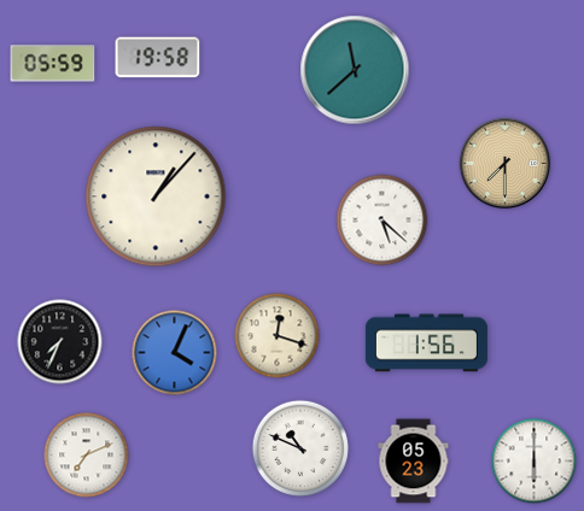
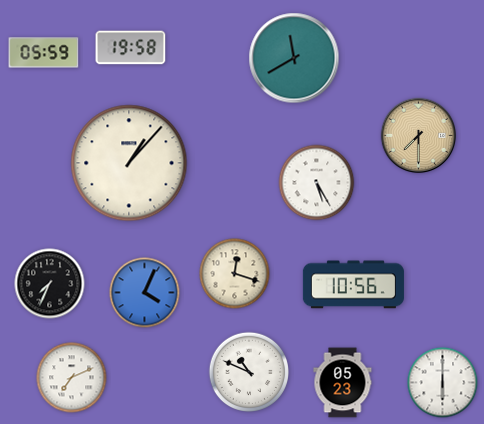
clock at (355, 70): 11:38 -> 11:40
clock at (382, 221): 5:22 -> 5:25
clock at (278, 336) position: (278, 336) -> (235, 274)
clock at (426, 343): 1:56 -> 10:56
